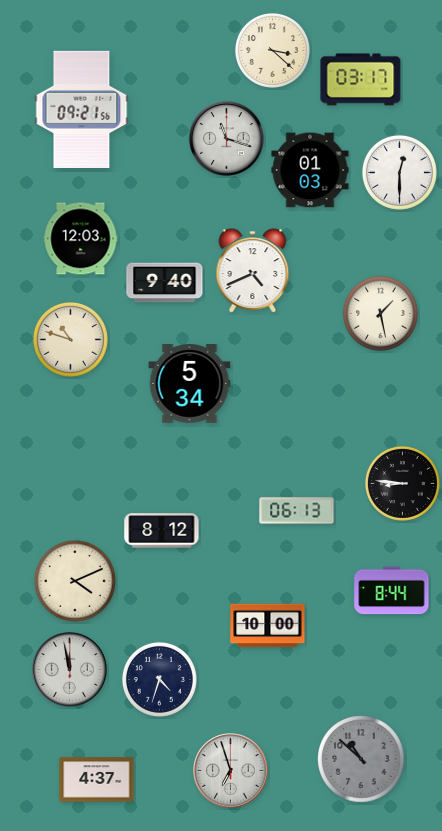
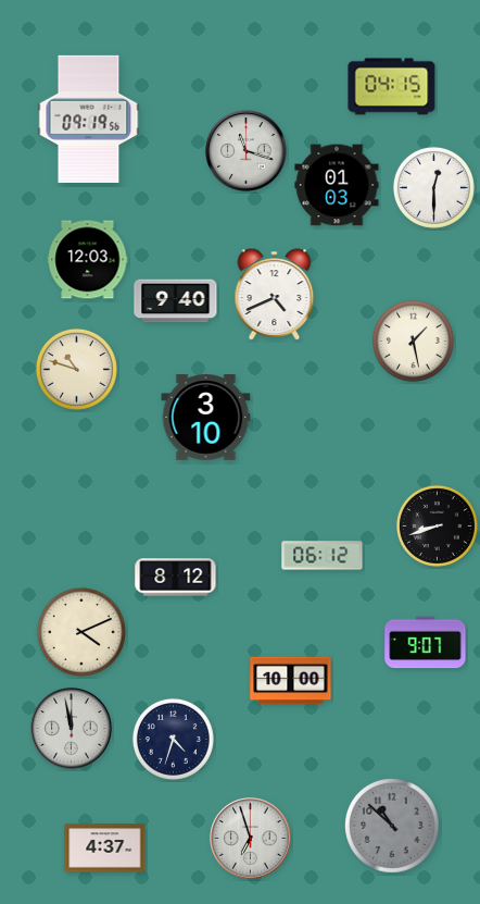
clock at (272, 50): 3:22 -> none
clock at (361, 80): 03:17 -> 04:15
clock at (82, 109): 09:21 -> 09:19
clock at (165, 283) position: (165, 283) -> (176, 301)
clock at (190, 384): 5:34 -> 3:10
clock at (402, 483): 8:46 -> 8:42
clock at (297, 511): 06:13 -> 06:12
clock at (392, 591): 8:44 -> 9:07
clock at (70, 670) position: (70, 670) -> (72, 729)
